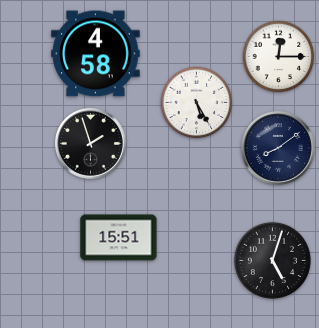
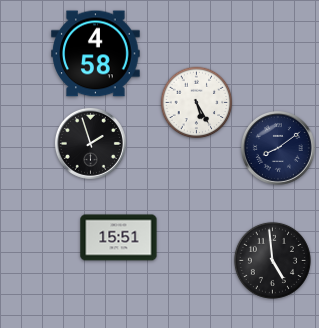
clock at (279, 57): 12:15 -> none
clock at (272, 260): 5:03 -> 4:59
